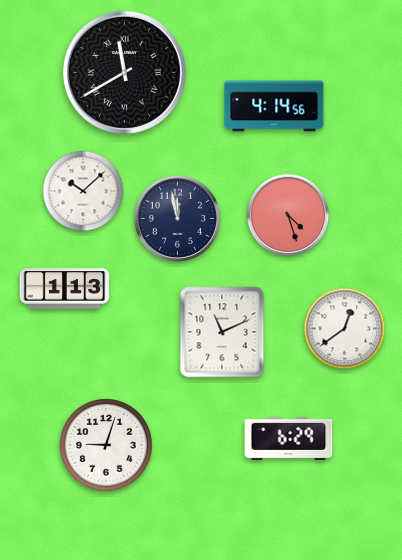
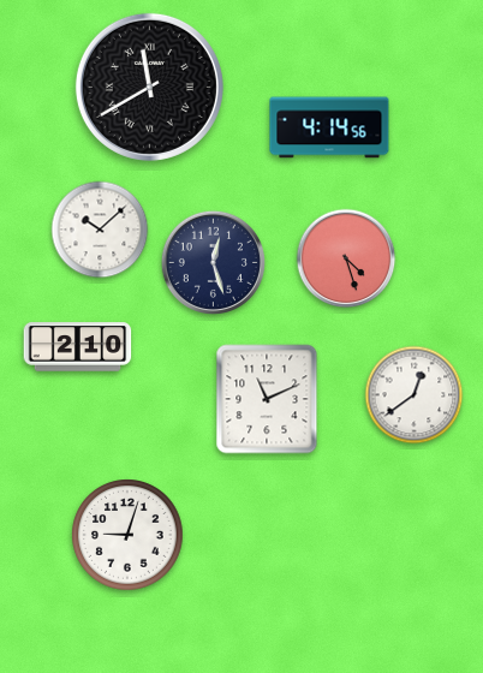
clock at (177, 218): 11:58 -> 12:27
clock at (65, 289): 1:13 -> 2:10
clock at (289, 438): 6:29 -> none
